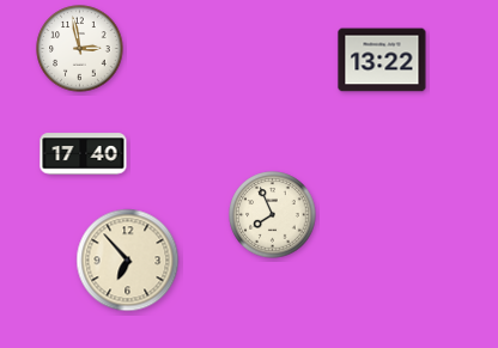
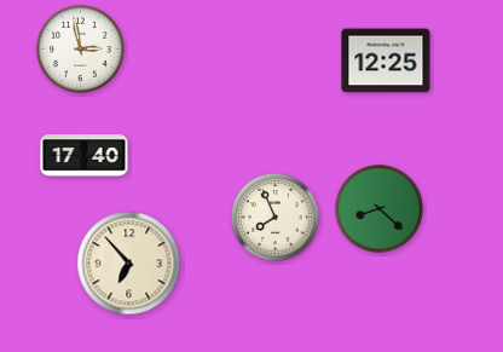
clock at (382, 60): 13:22 -> 12:25
clock at (380, 209): none -> 8:22
